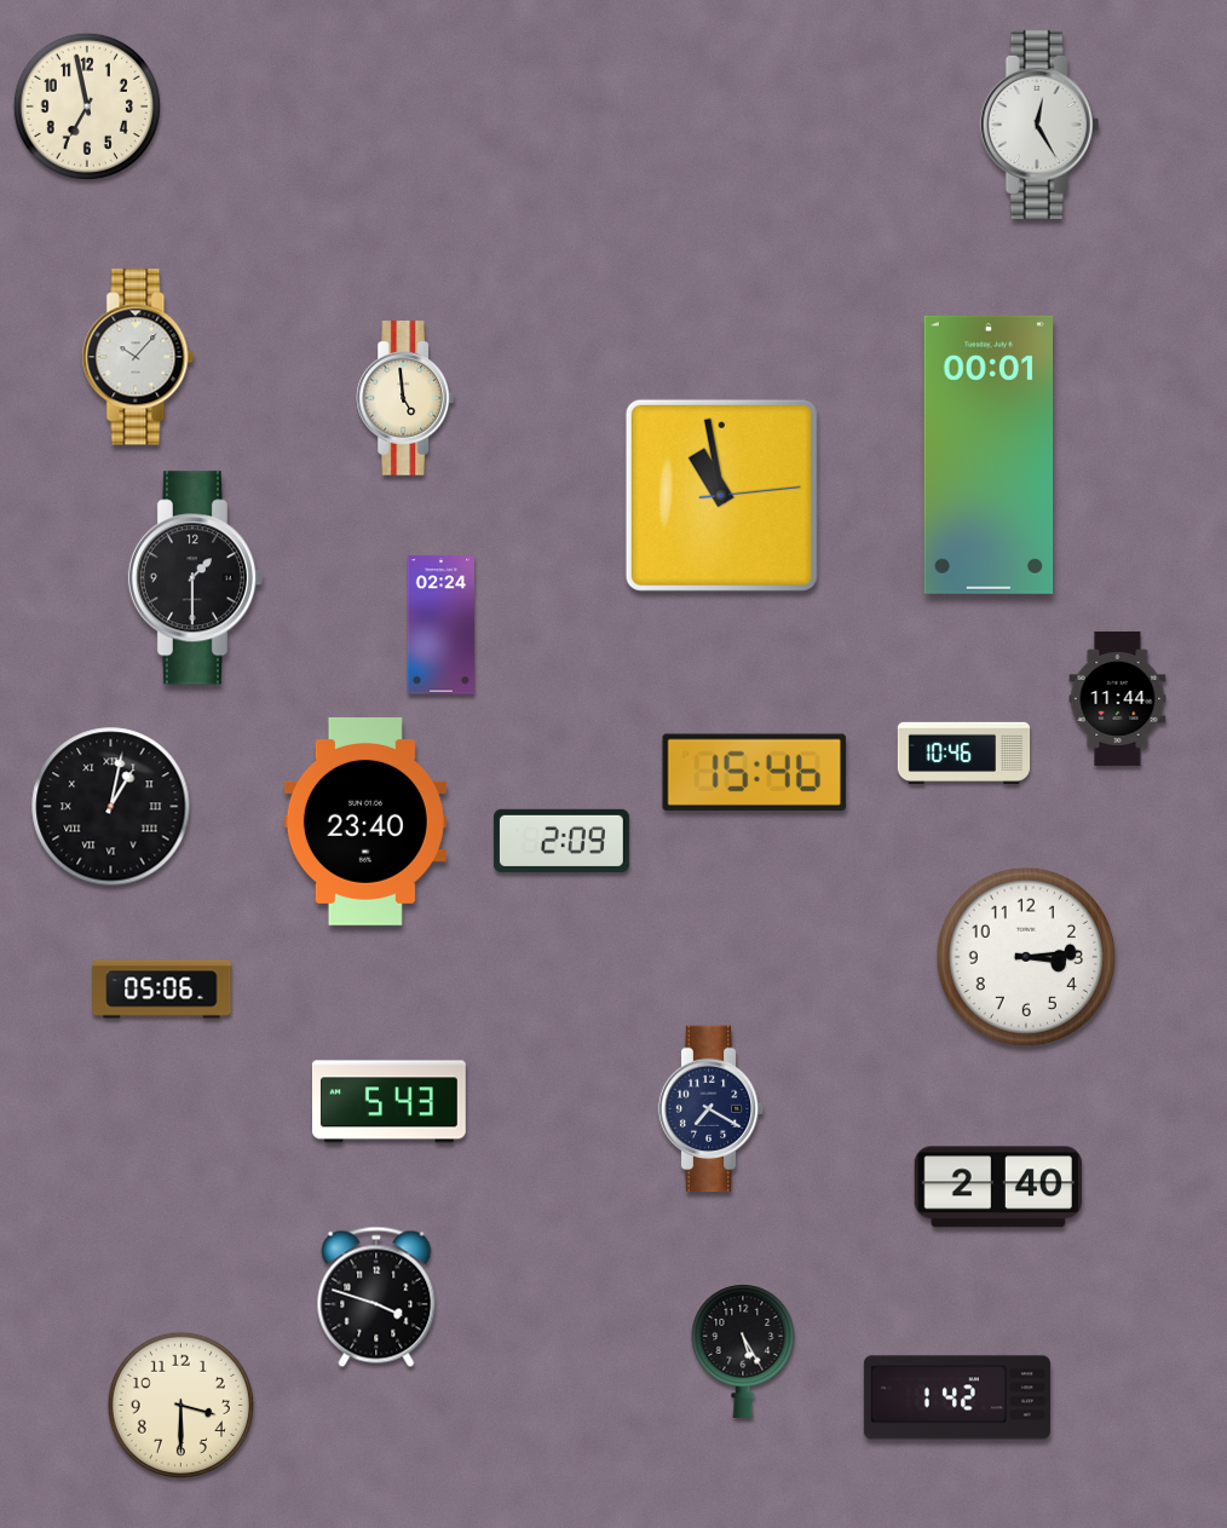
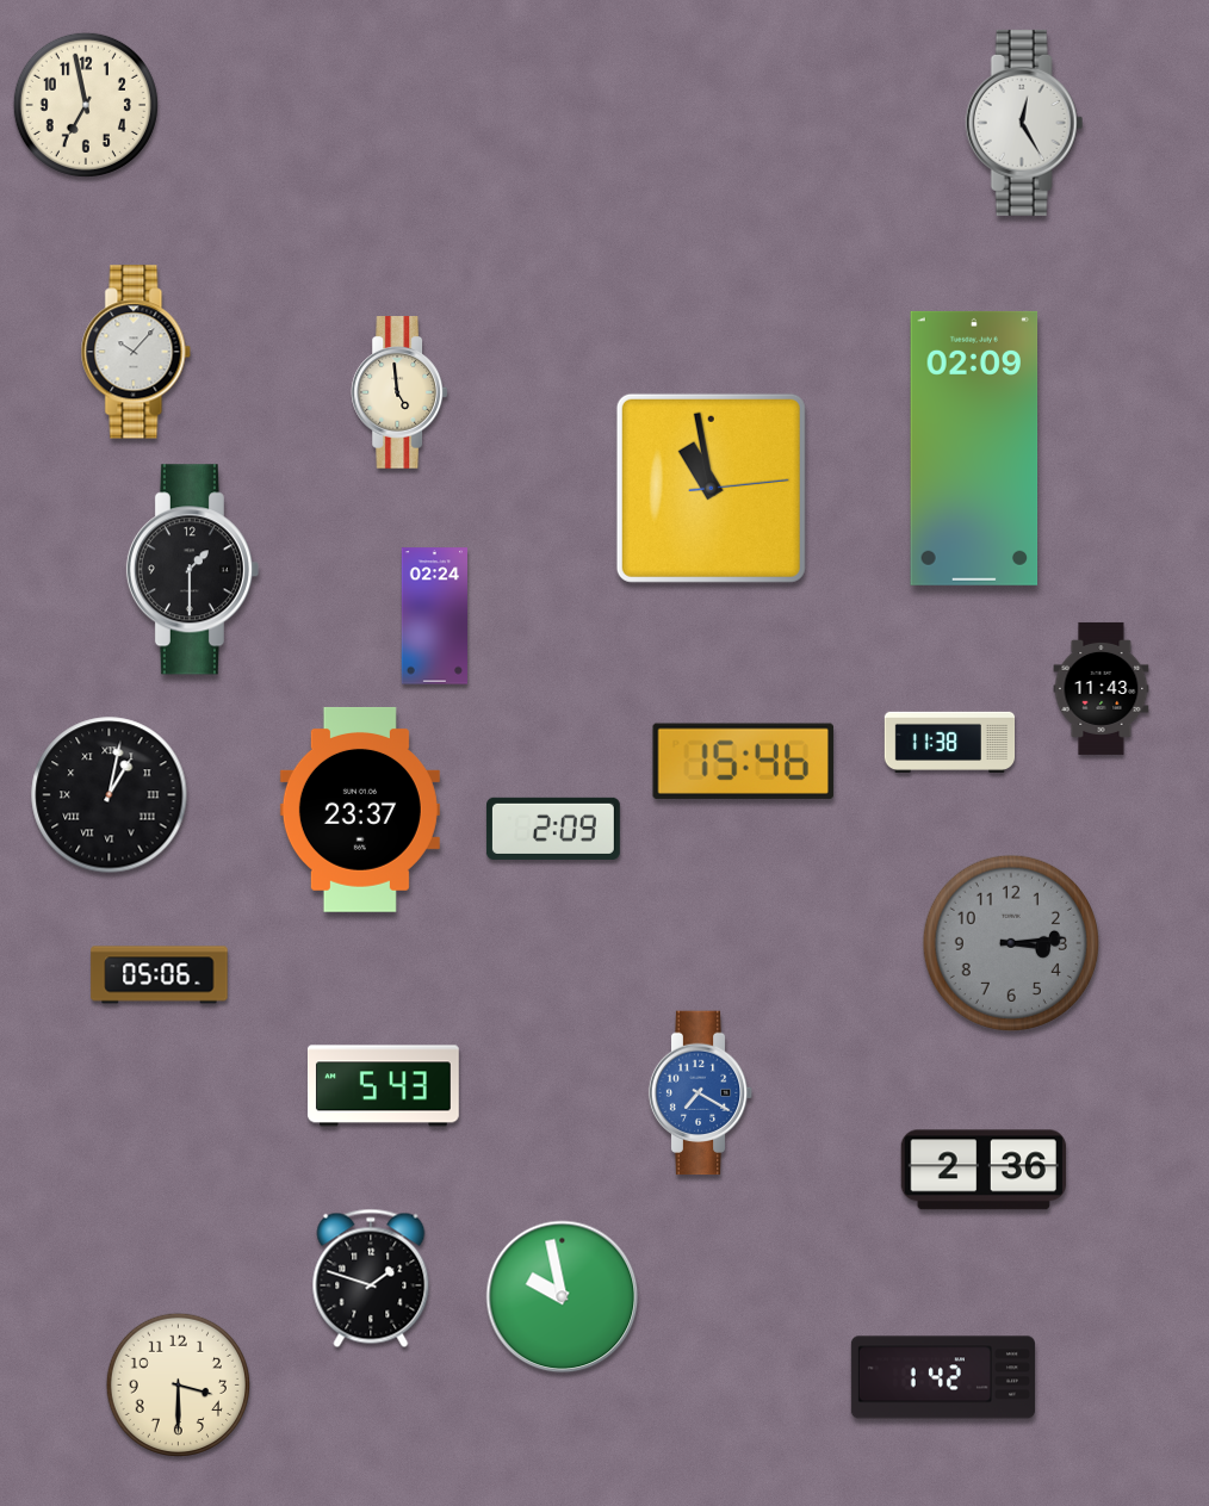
clock at (989, 455): 00:01 -> 02:09
clock at (1118, 698): 11:44 -> 11:43
clock at (964, 753): 10:46 -> 11:38
clock at (365, 821): 23:40 -> 23:37
clock at (1026, 957) dial: white -> grey
clock at (712, 1109) dial: navy -> blue
clock at (998, 1187): 2:40 -> 2:36
clock at (376, 1297): 3:48 -> 1:48
clock at (563, 1297): none -> 9:58
clock at (743, 1351): 5:25 -> none
